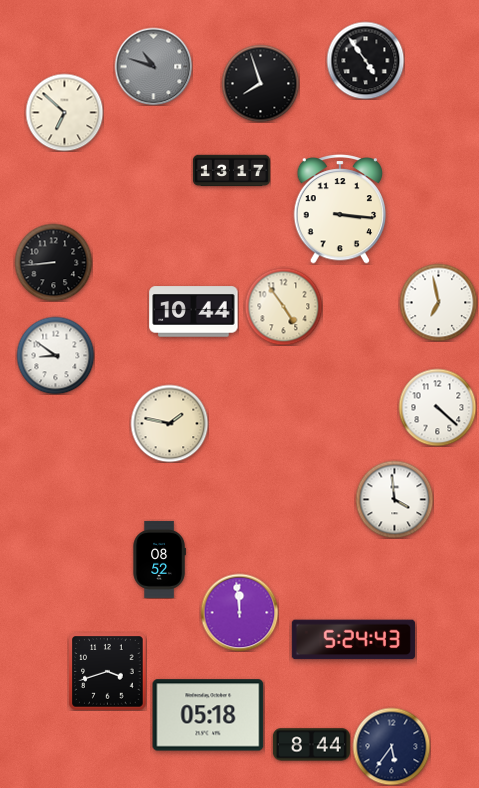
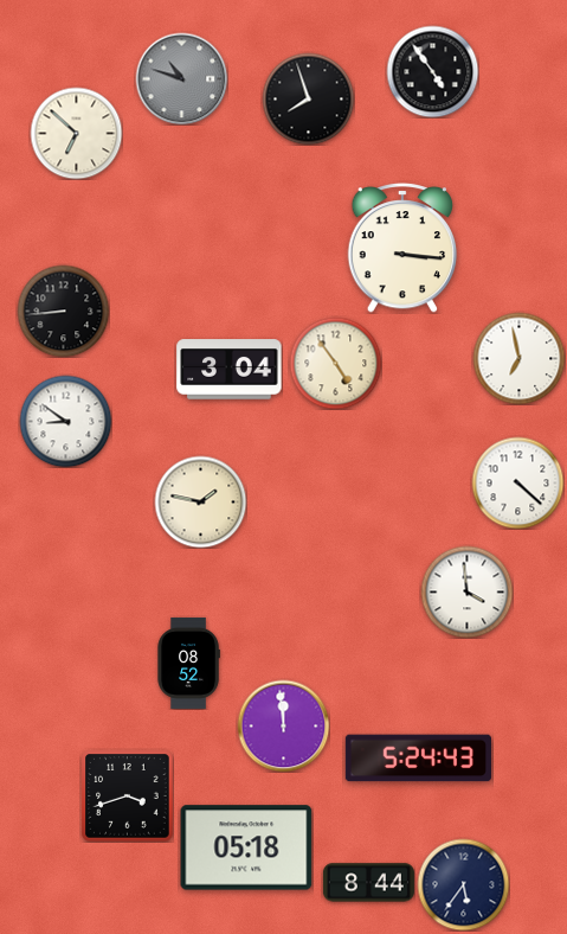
clock at (231, 171): 13:17 -> none
clock at (194, 312): 10:44 -> 3:04
